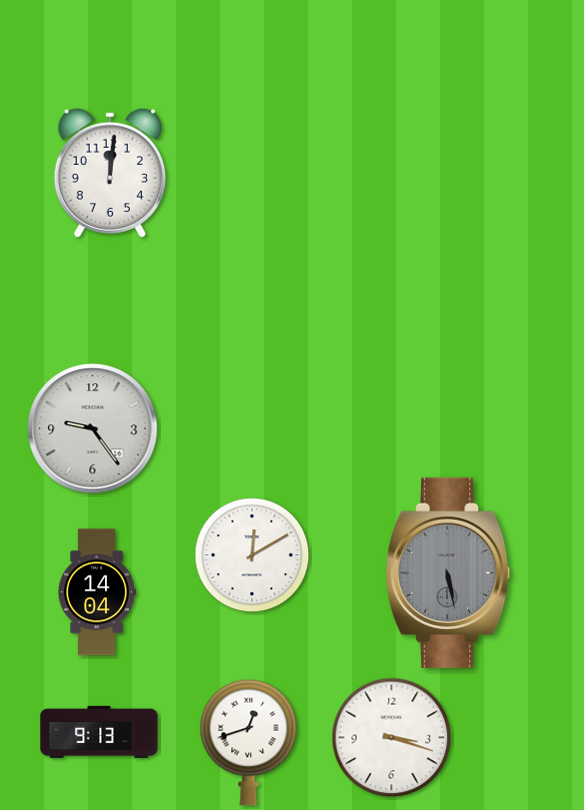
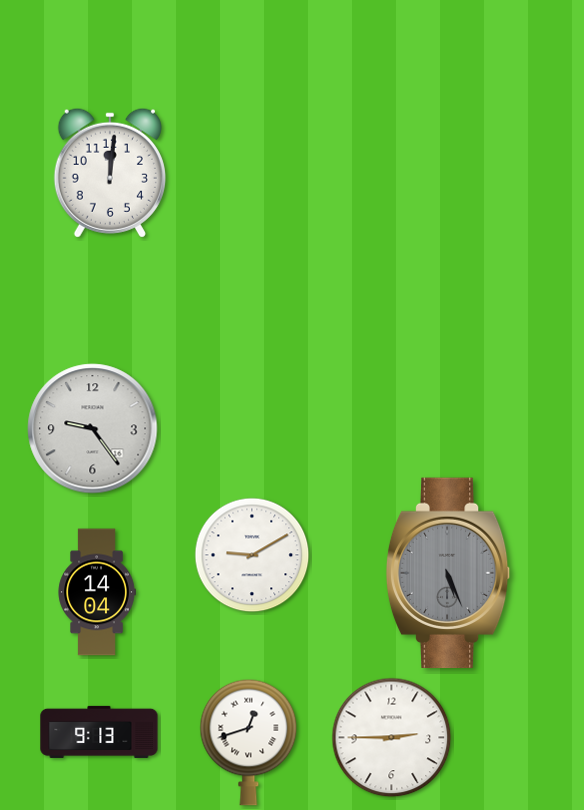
clock at (252, 555): 12:10 -> 9:10
clock at (448, 573): 5:28 -> 5:26
clock at (392, 738): 3:18 -> 2:45
